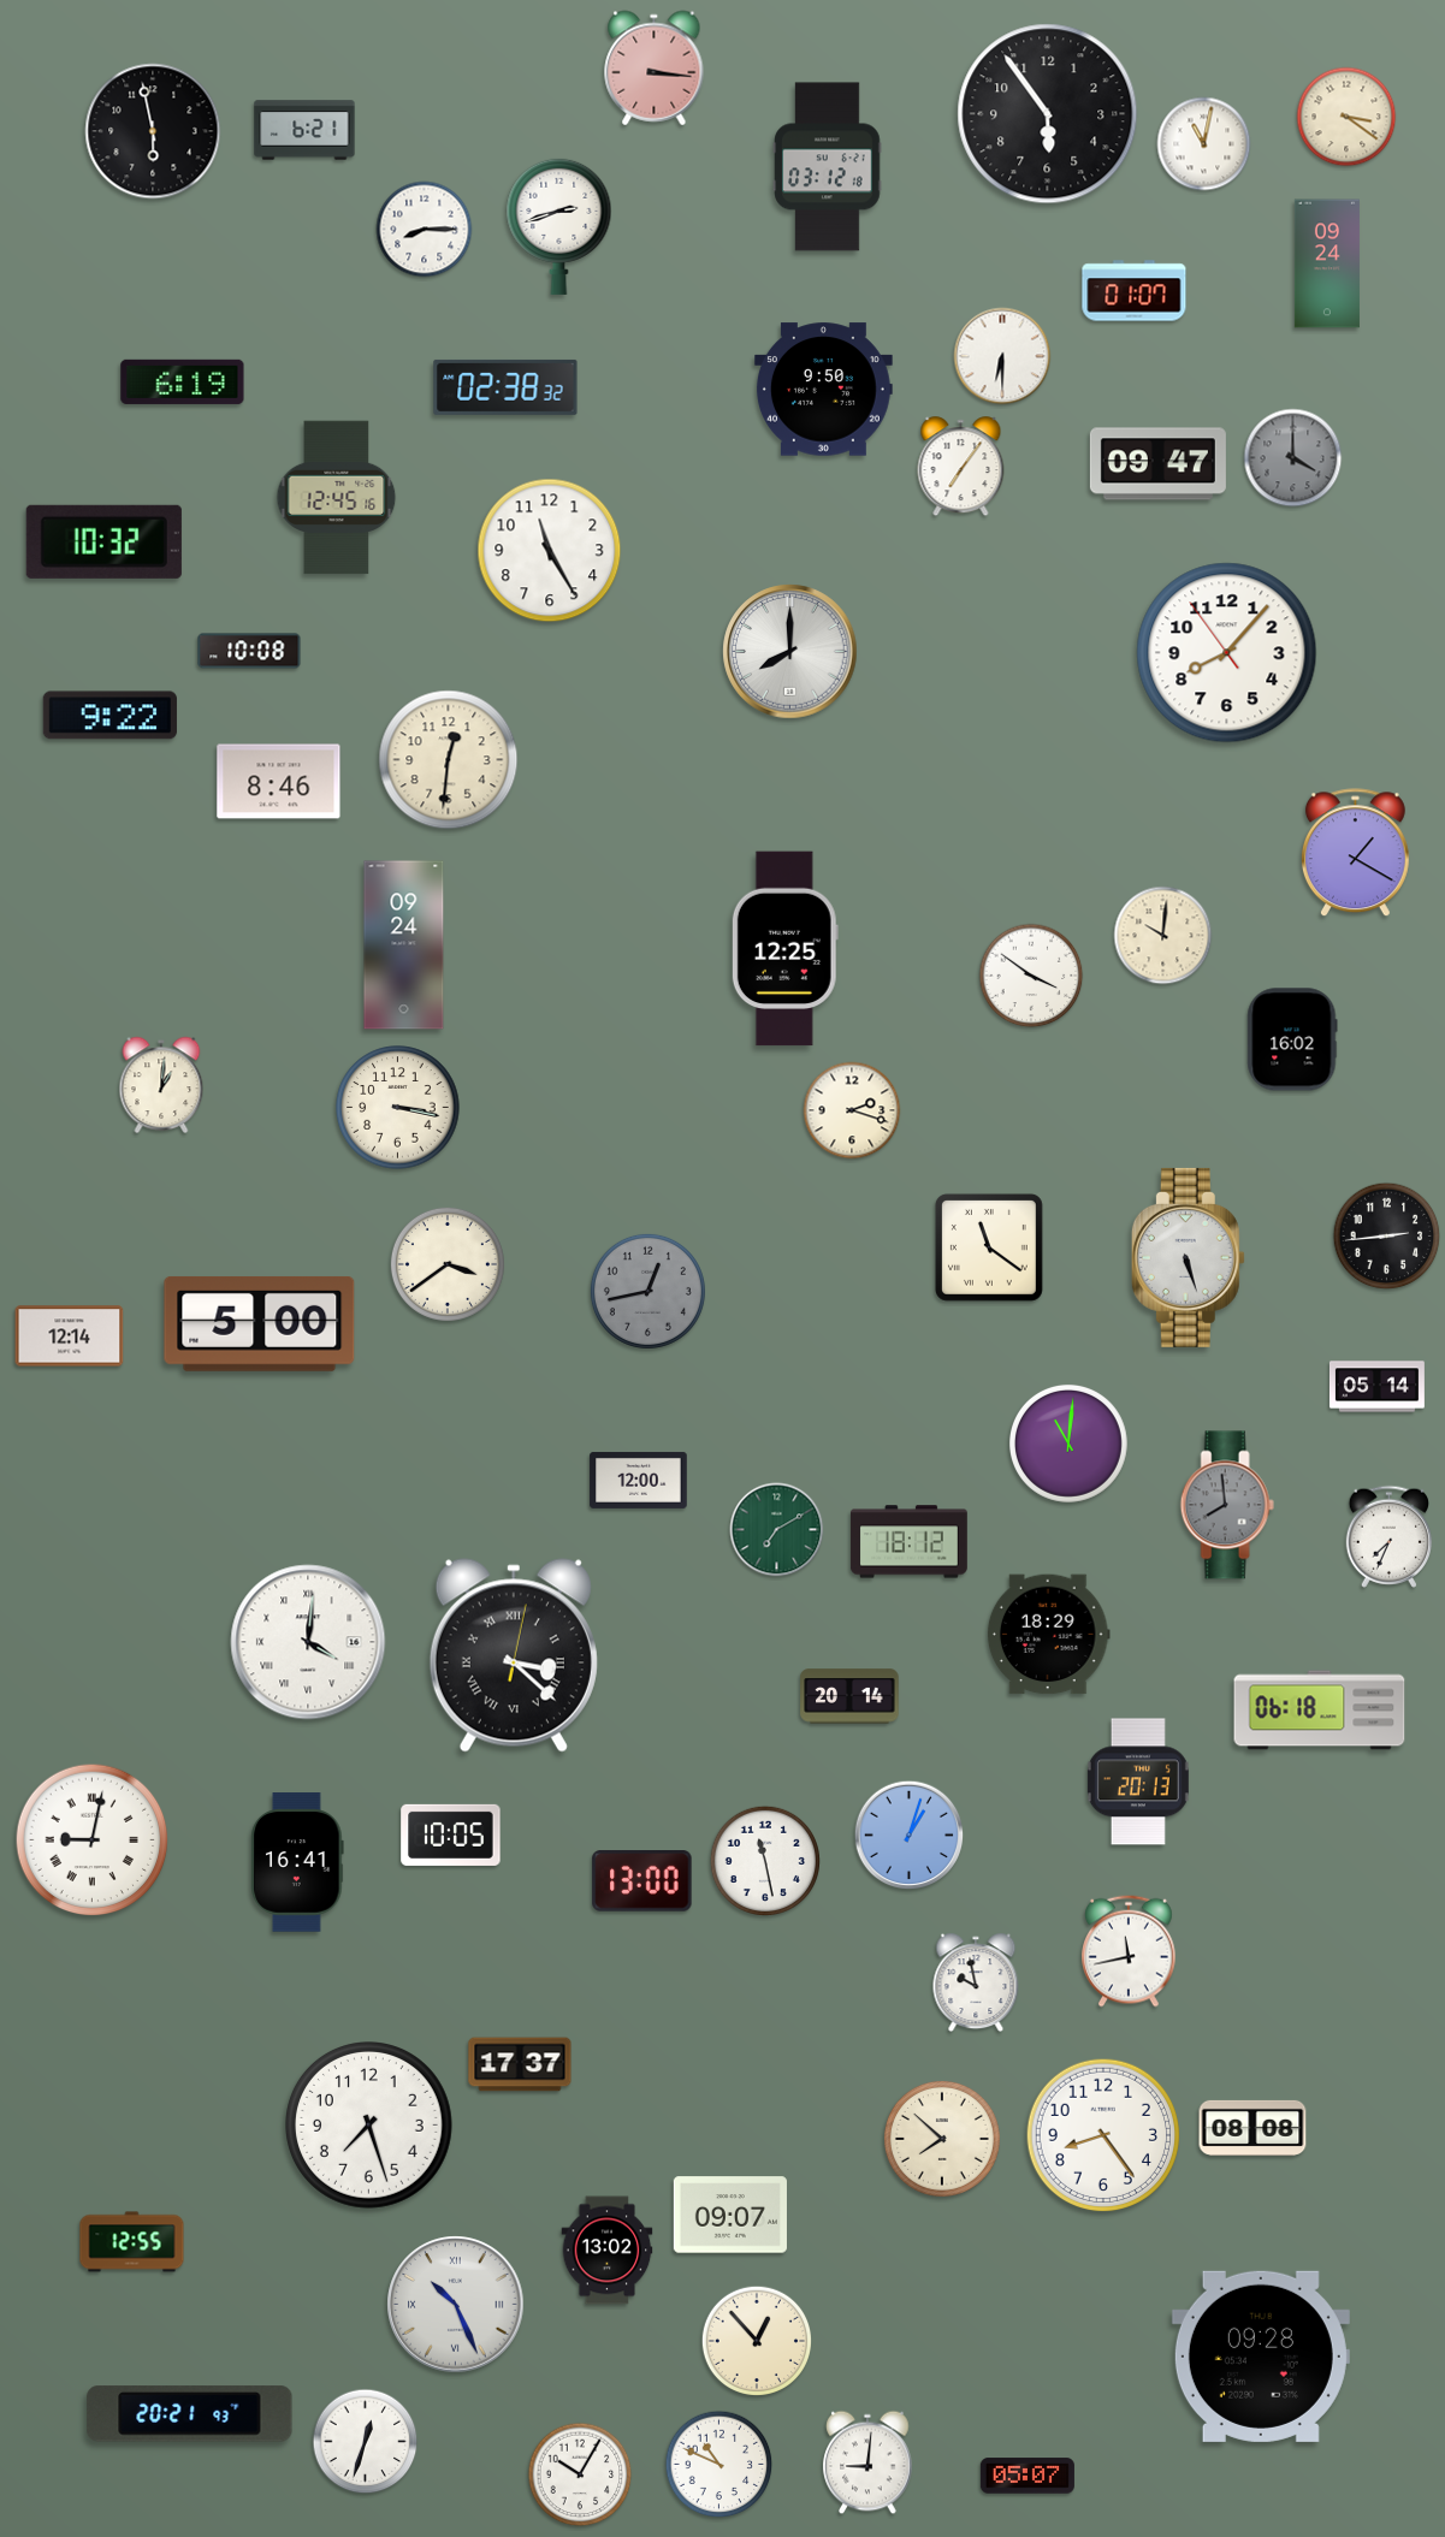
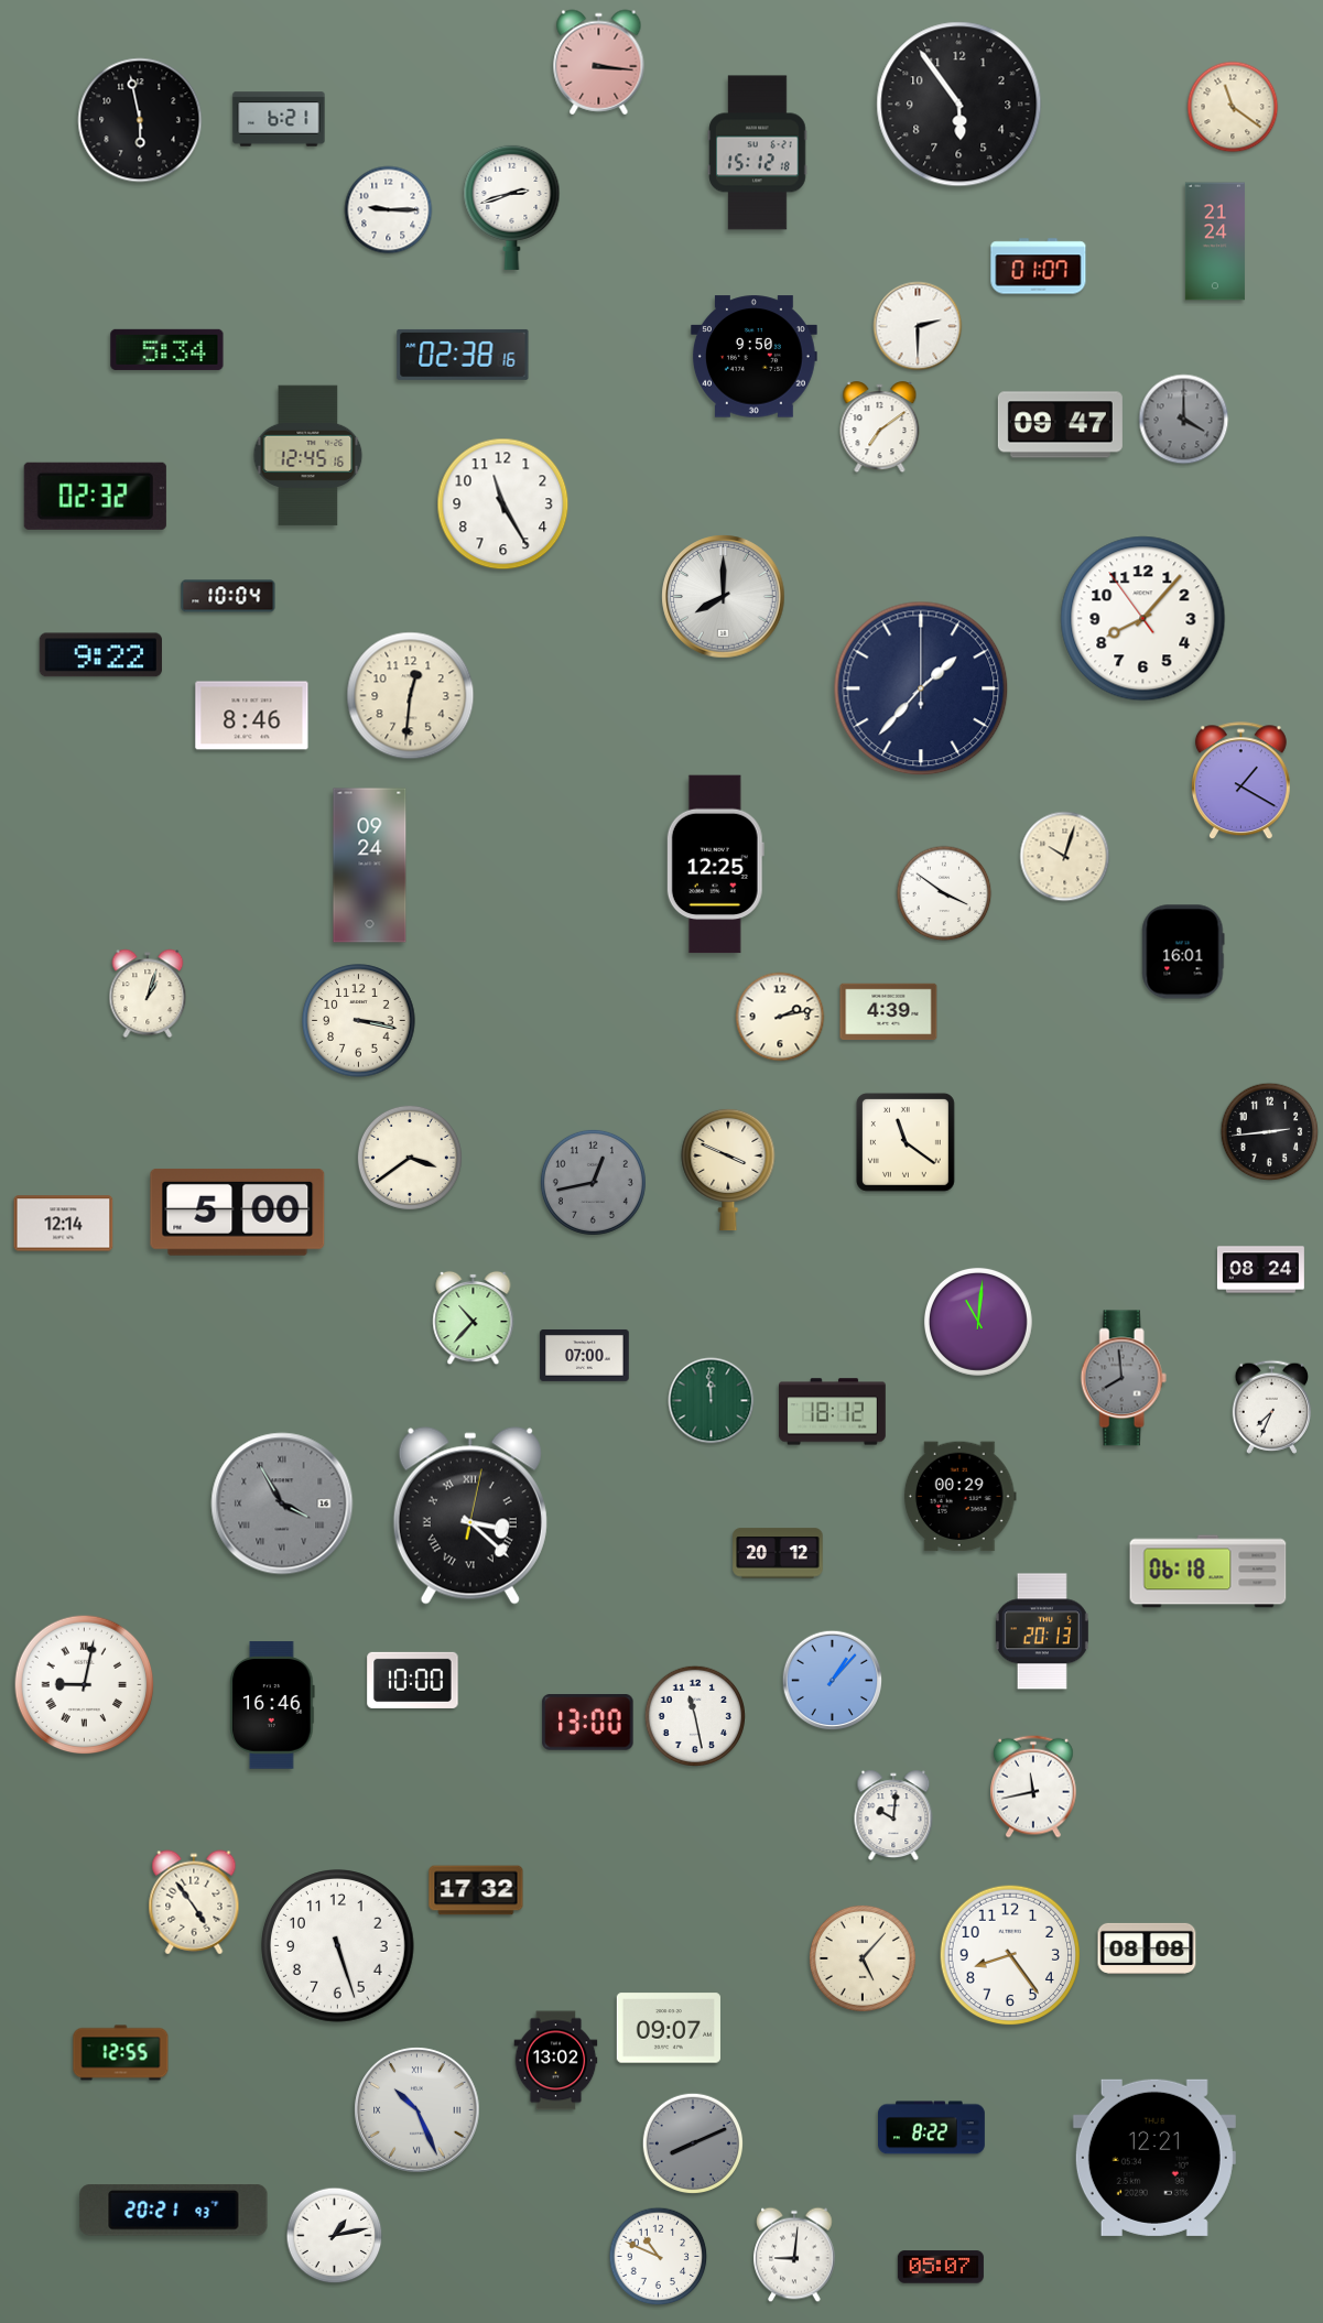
clock at (1346, 117): 3:21 -> 11:21
clock at (1204, 144): 11:02 -> none
clock at (828, 167): 03:12 -> 15:12
clock at (425, 230): 8:15 -> 9:15
clock at (1327, 263): 09:24 -> 21:24
clock at (1002, 356): 6:30 -> 2:30
clock at (183, 381): 6:19 -> 5:34
clock at (505, 387): 02:38:32 -> 02:38:16
clock at (961, 467): 7:06 -> 7:09
clock at (103, 541): 10:32 -> 02:32
clock at (249, 651): 10:08 -> 10:04
clock at (1227, 653) position: (1227, 653) -> (1143, 619)
clock at (921, 688): none -> 1:37
clock at (279, 782) position: (279, 782) -> (252, 716)
clock at (1163, 936): 10:01 -> 10:03
clock at (784, 949) position: (784, 949) -> (715, 865)
clock at (1292, 1039): 16:02 -> 16:01
clock at (161, 1085): 1:01 -> 1:03
clock at (889, 1012): none -> 4:39
clock at (398, 1108) position: (398, 1108) -> (359, 1021)
clock at (852, 1110): 2:18 -> 2:13
clock at (1188, 1257): 5:27 -> none
clock at (728, 1170): none -> 3:49
clock at (1376, 1387): 05:14 -> 08:24
clock at (474, 1318): none -> 10:37
clock at (639, 1480): 12:00 -> 07:00
clock at (777, 1530): 7:10 -> 11:59
clock at (1048, 1635): 18:29 -> 00:29
clock at (308, 1642): 4:01 -> 3:55
clock at (308, 1642) dial: white -> grey
clock at (849, 1696): 20:14 -> 20:12
clock at (1320, 1711) position: (1320, 1711) -> (1208, 1572)
clock at (451, 1834): 10:05 -> 10:00
clock at (910, 1836): 1:03 -> 1:07
clock at (764, 1860) position: (764, 1860) -> (694, 1715)
clock at (297, 1862): 16:41 -> 16:46
clock at (976, 1982): 9:58 -> 10:01
clock at (520, 2064): 17:37 -> 17:32
clock at (194, 1902): none -> 4:54
clock at (369, 2126): 7:27 -> 5:27
clock at (942, 2139): 7:52 -> 5:07
clock at (932, 2128): none -> 8:22
clock at (756, 2340): 12:53 -> 8:11
clock at (756, 2340) dial: cream -> grey
clock at (1261, 2357): 09:28 -> 12:21
clock at (366, 2442): 12:33 -> 1:13
clock at (580, 2474): 10:05 -> none
